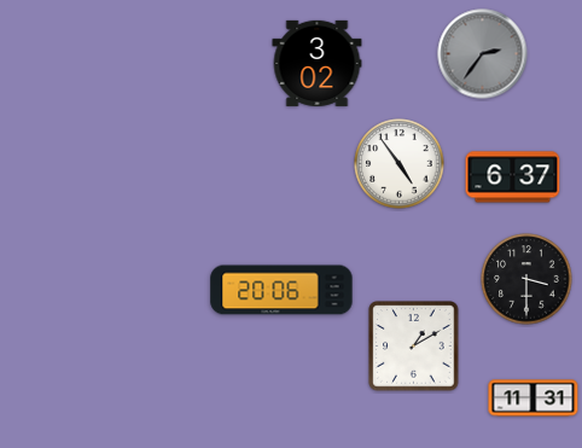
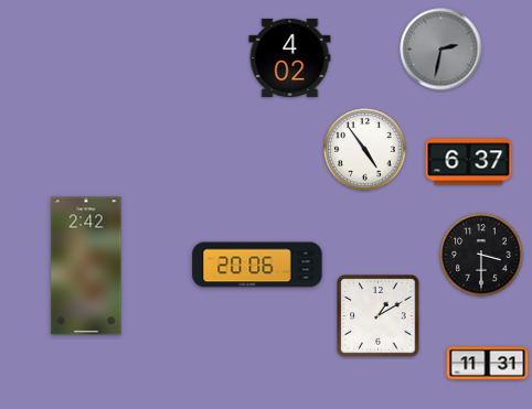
clock at (483, 54): 2:36 -> 2:32
clock at (318, 63): 3:02 -> 4:02
clock at (86, 266): none -> 2:42
